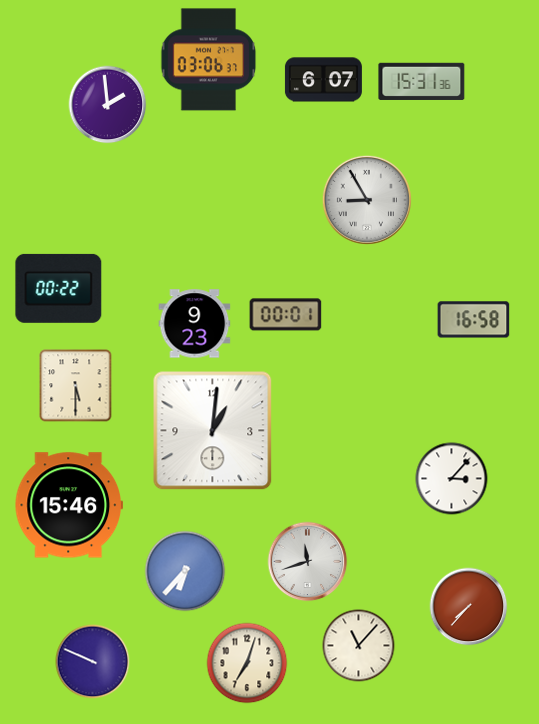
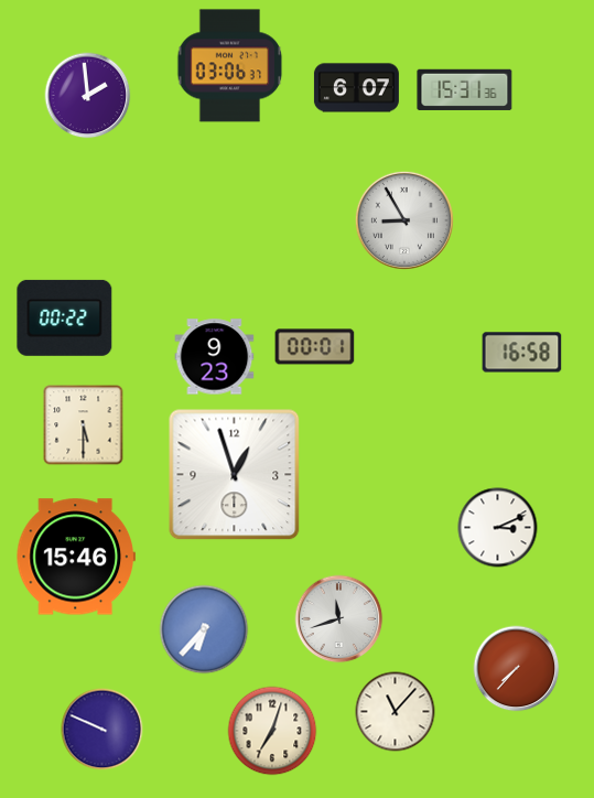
clock at (108, 105) position: (108, 105) -> (88, 96)
clock at (213, 431): 1:01 -> 12:57
clock at (452, 479): 3:07 -> 3:11
